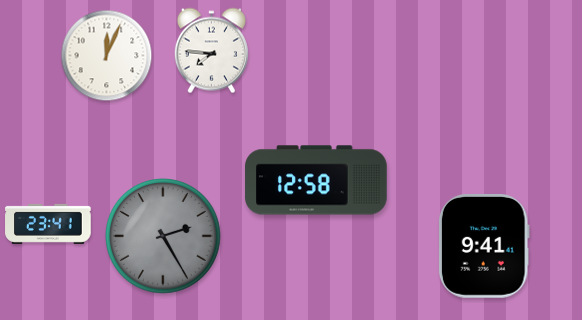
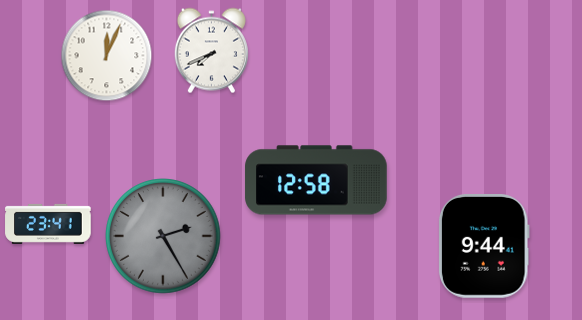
clock at (211, 51): 7:46 -> 7:41
clock at (484, 247): 9:41 -> 9:44
